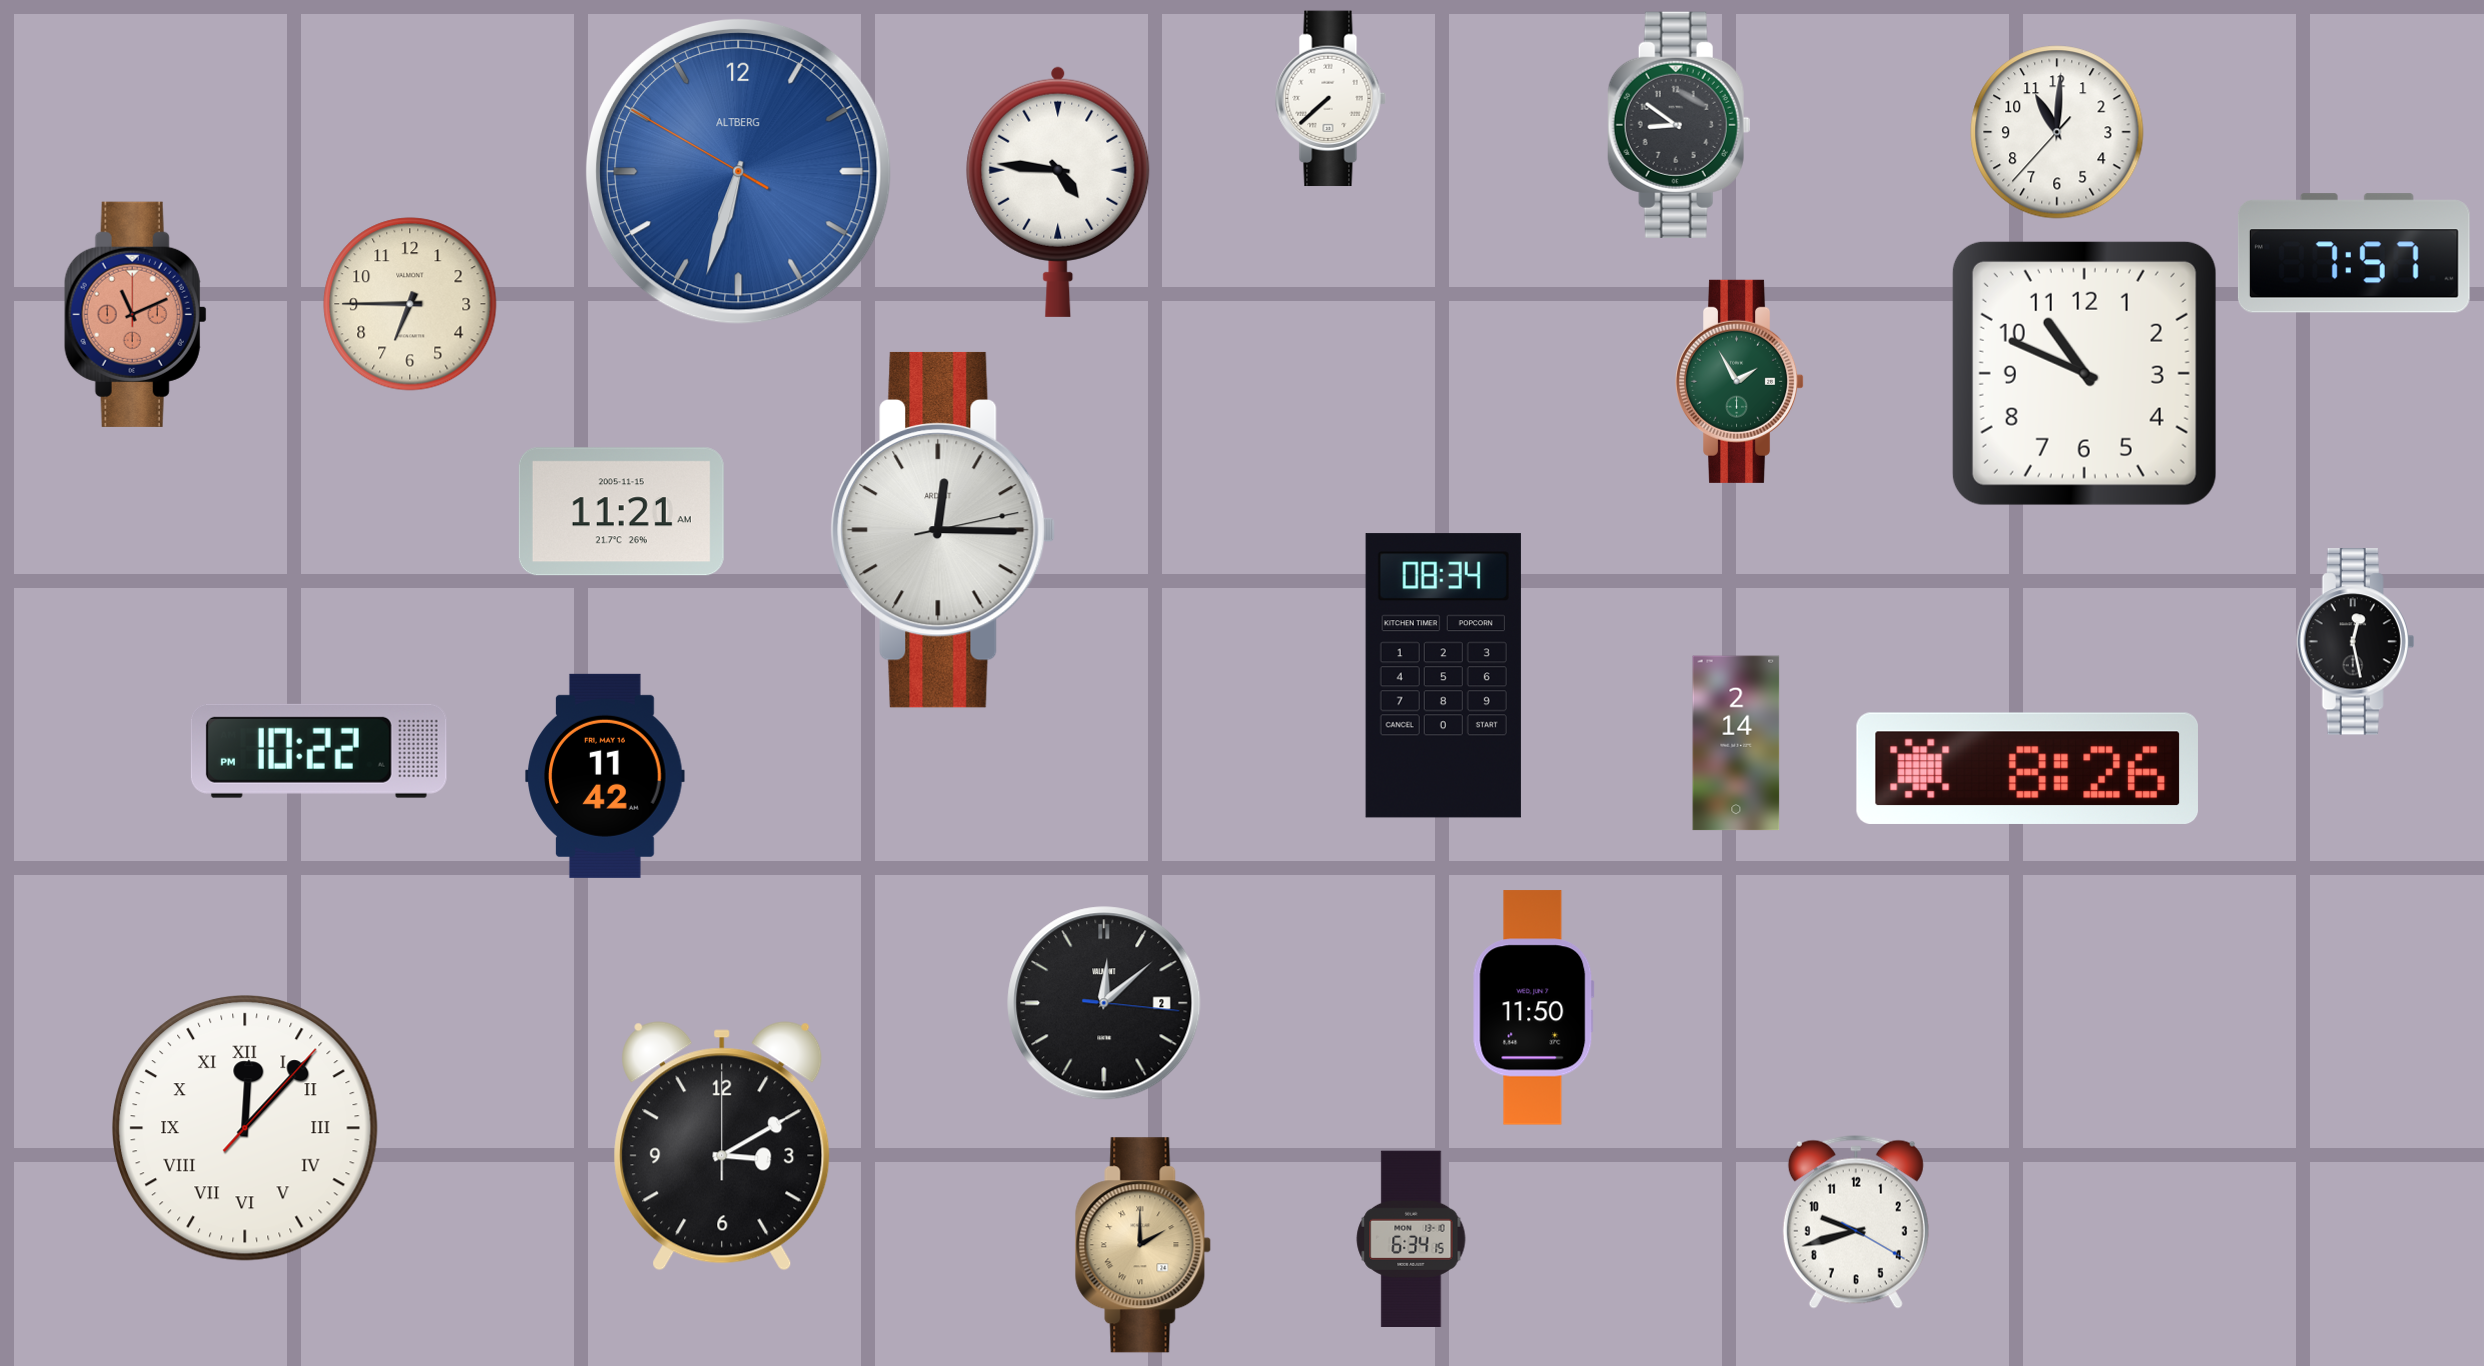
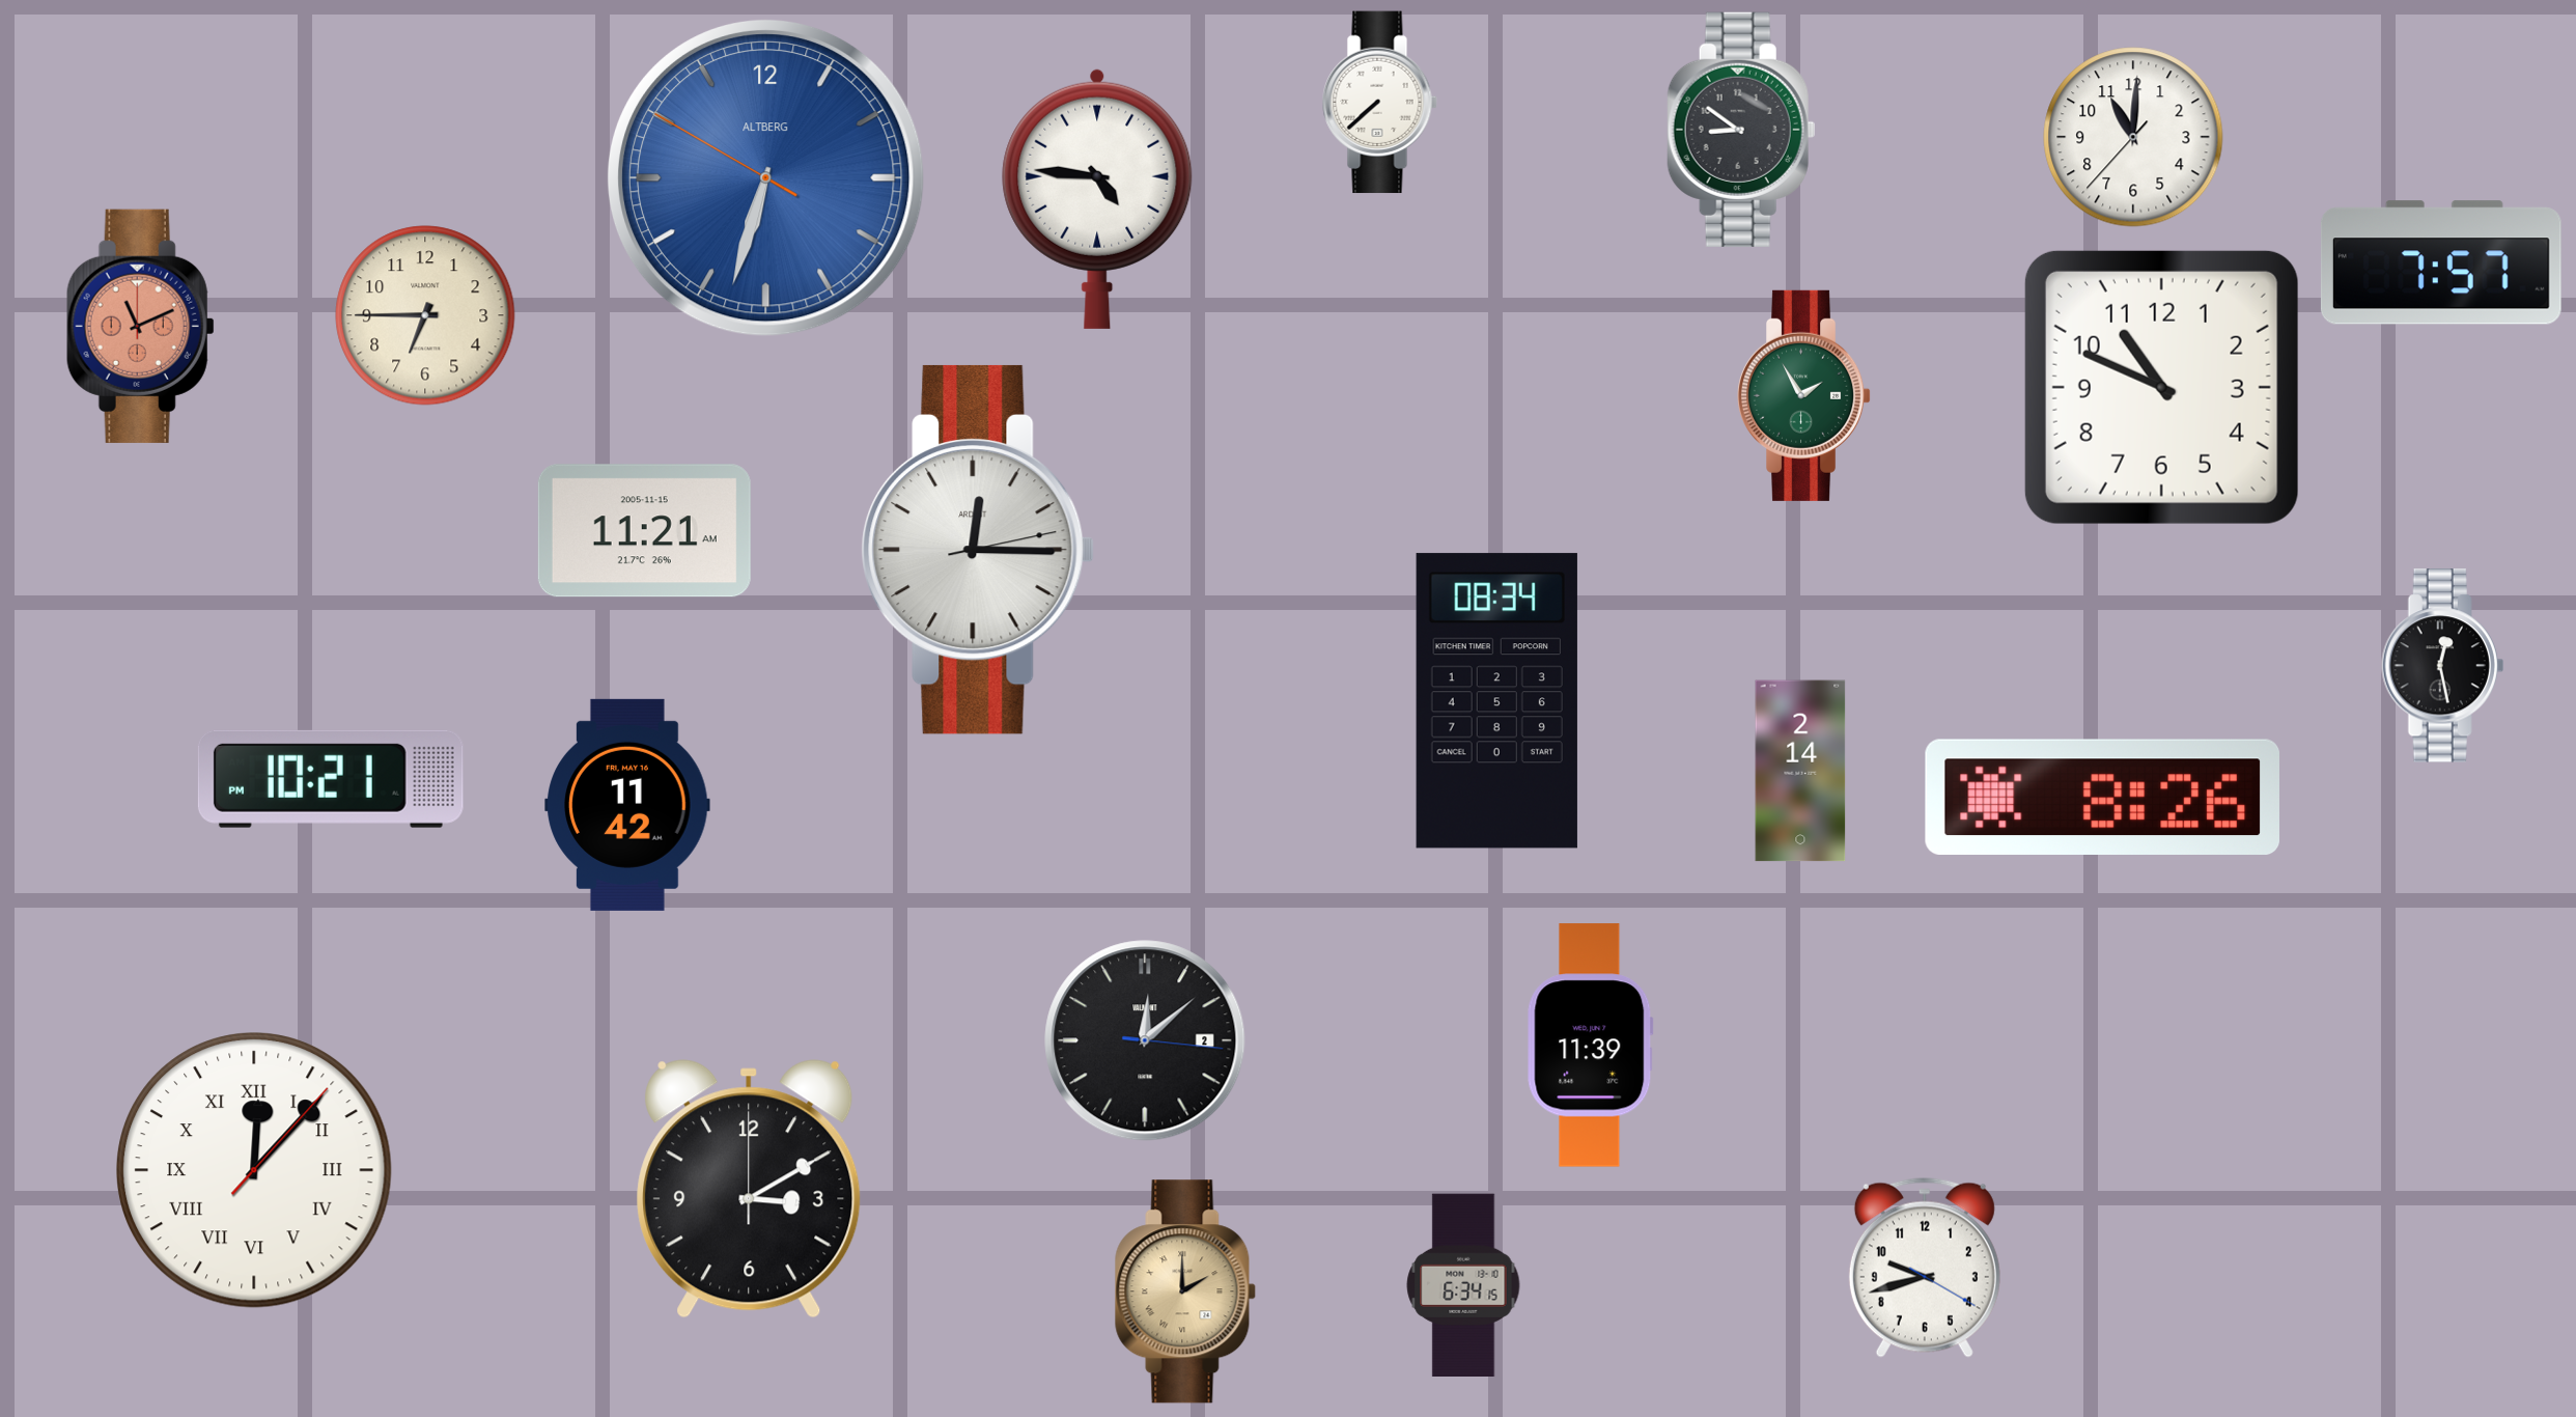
clock at (319, 751): 10:22 -> 10:21
clock at (1533, 1008): 11:50 -> 11:39
